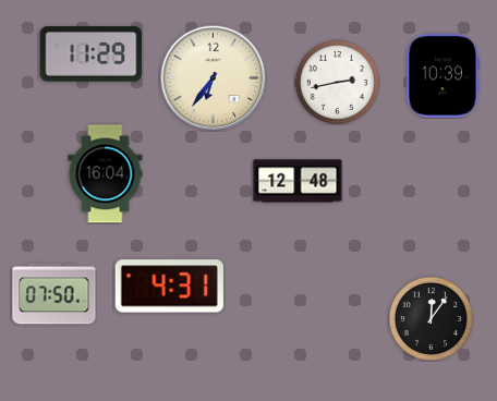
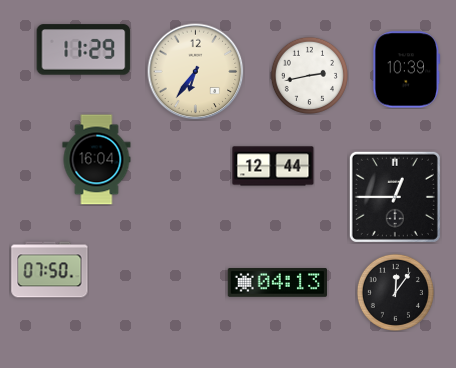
clock at (298, 181): 12:48 -> 12:44
clock at (395, 197): none -> 12:45
clock at (169, 287): 4:31 -> none
clock at (277, 283): none -> 04:13
